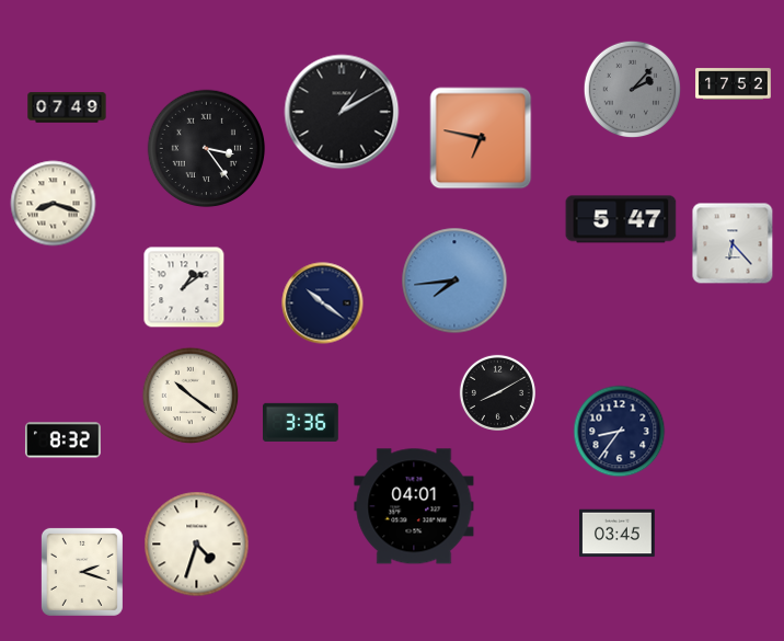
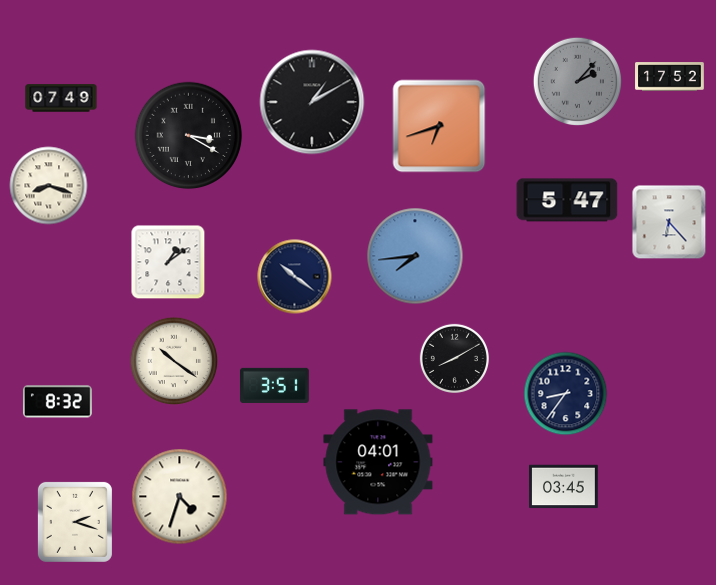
clock at (481, 138): 6:47 -> 6:42
clock at (207, 149): 3:24 -> 3:20
clock at (301, 422): 3:36 -> 3:51
